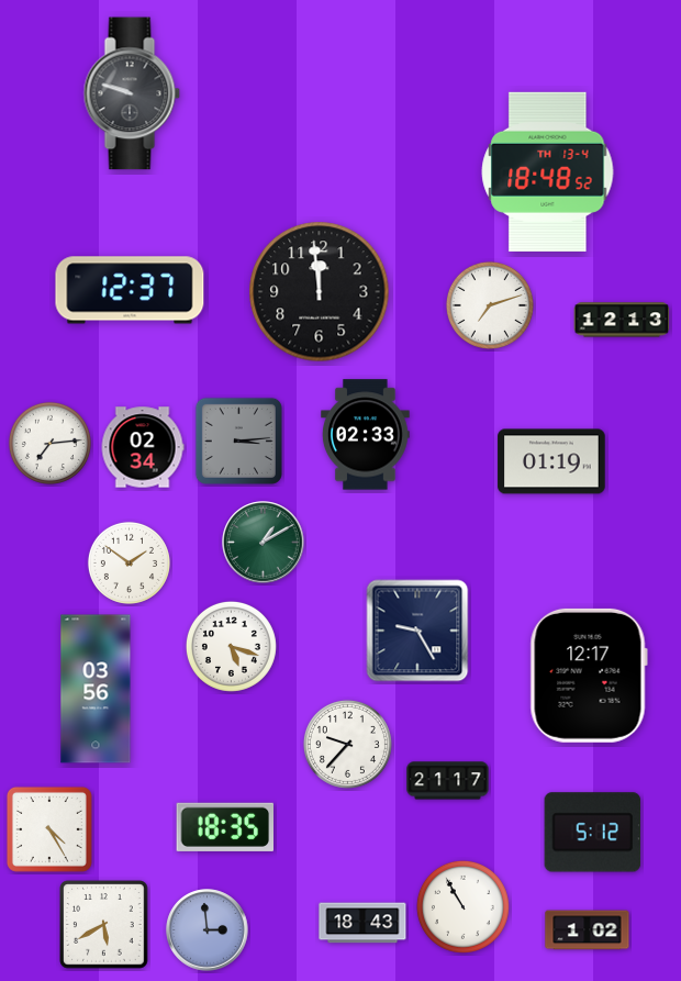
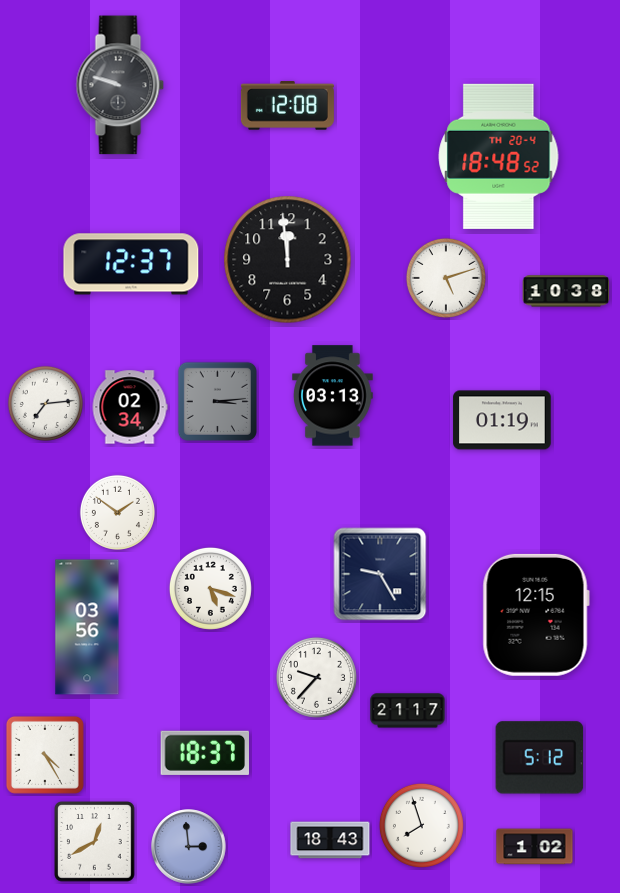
clock at (287, 106): none -> 12:08
clock at (548, 171) date: TH 13-4 -> TH 20-4
clock at (130, 290) position: (130, 290) -> (131, 264)
clock at (320, 292) position: (320, 292) -> (288, 260)
clock at (490, 305): 7:12 -> 5:12
clock at (622, 320): 12:13 -> 10:38
clock at (366, 435): 02:33 -> 03:13
clock at (264, 543): 1:10 -> none
clock at (589, 676): 12:17 -> 12:15
clock at (224, 827): 18:35 -> 18:37
clock at (462, 906): 10:55 -> 7:57
clock at (104, 925): 5:40 -> 12:40
